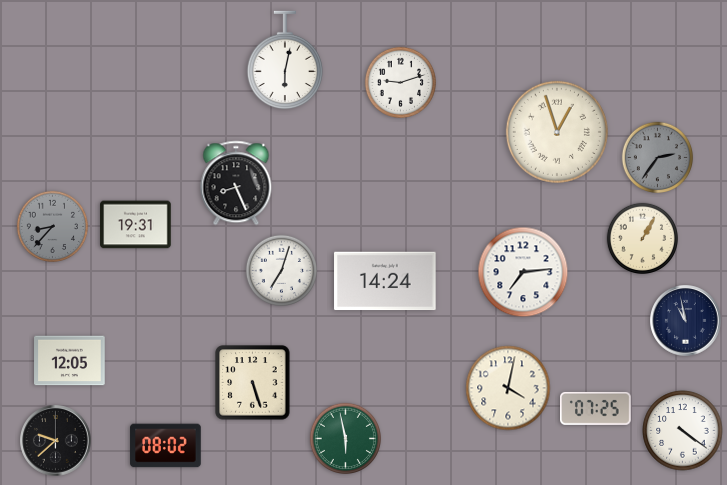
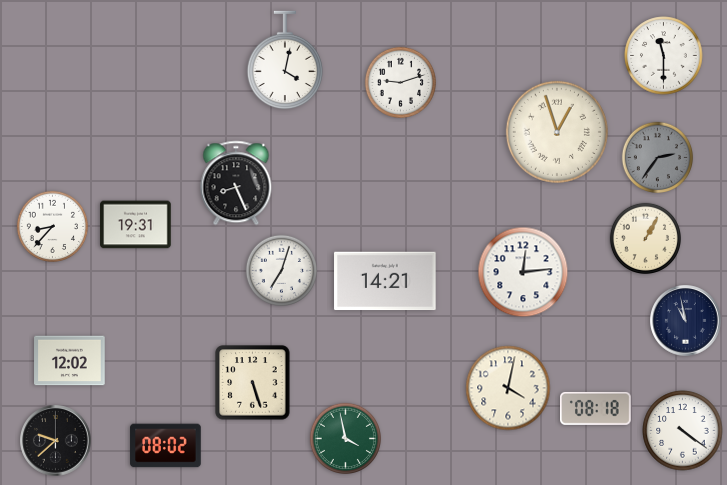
clock at (664, 56): none -> 11:30
clock at (284, 60): 6:02 -> 4:02
clock at (52, 226) dial: grey -> white
clock at (642, 238) position: (642, 238) -> (645, 238)
clock at (523, 272): 7:14 -> 12:14
clock at (385, 281): 14:24 -> 14:21
clock at (70, 361): 12:05 -> 12:02
clock at (596, 408): 07:25 -> 08:18
clock at (345, 438): 5:58 -> 3:58
